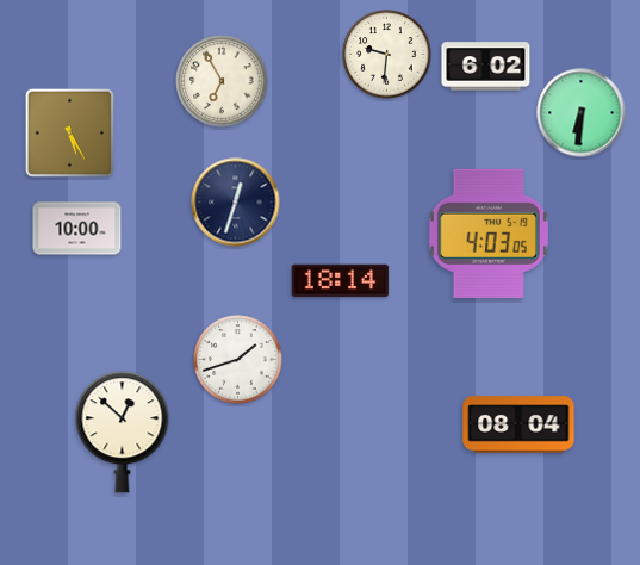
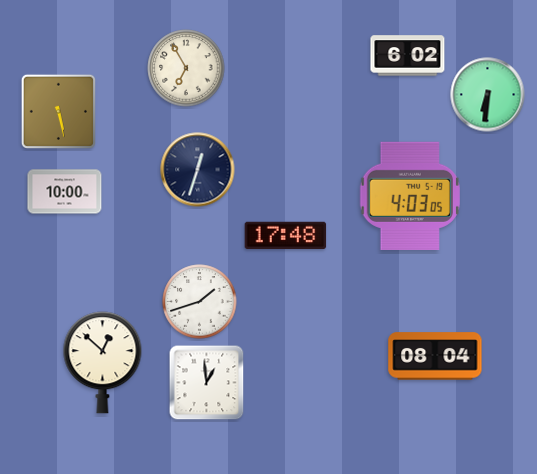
clock at (387, 55): 9:31 -> none
clock at (69, 132): 5:25 -> 5:28
clock at (341, 281): 18:14 -> 17:48
clock at (207, 383): none -> 12:59
